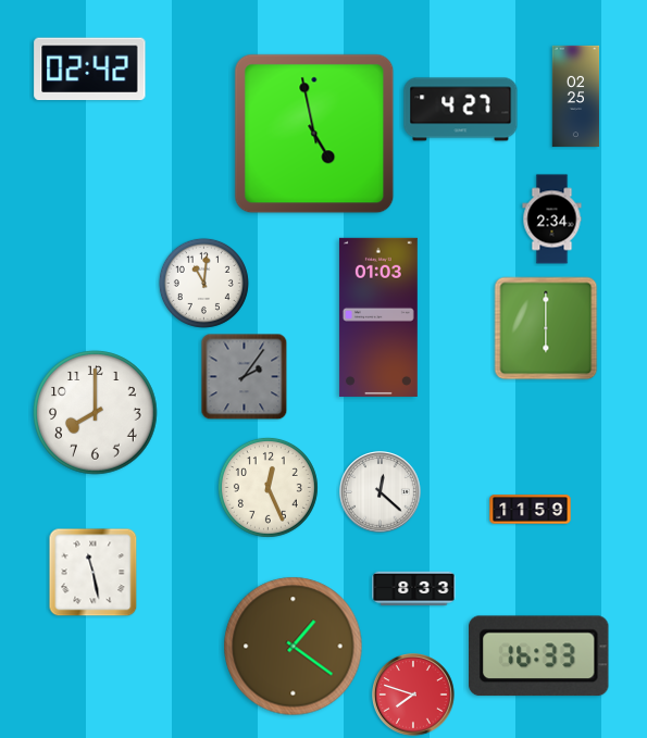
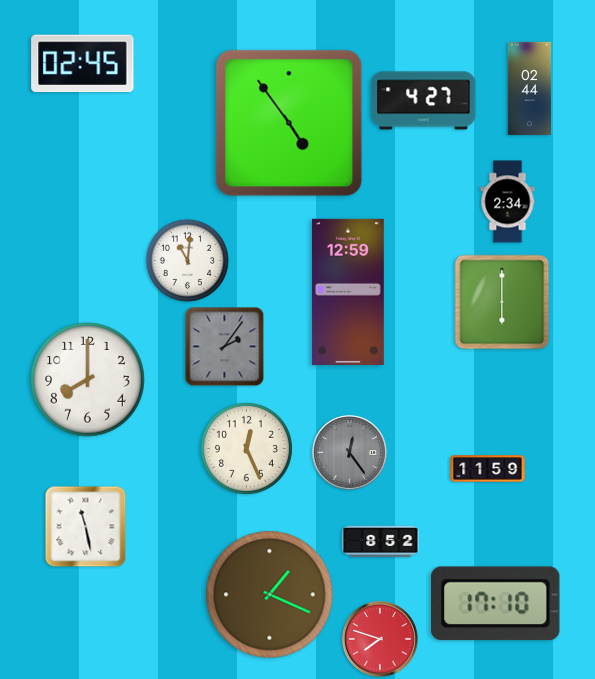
clock at (90, 70): 02:42 -> 02:45
clock at (576, 96): 02:25 -> 02:44
clock at (314, 134): 4:58 -> 4:54
clock at (378, 317): 01:03 -> 12:59
clock at (381, 492): 12:22 -> 12:24
clock at (381, 492) dial: white -> grey
clock at (414, 589): 8:33 -> 8:52
clock at (294, 647): 1:21 -> 1:19
clock at (539, 656): 16:33 -> 17:10
